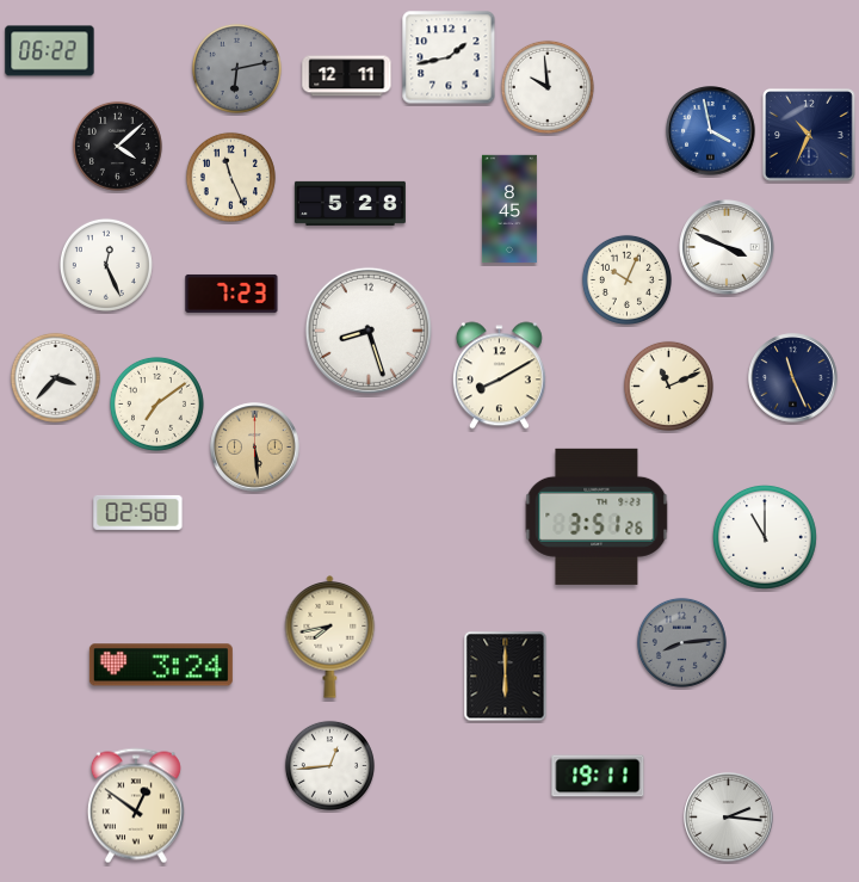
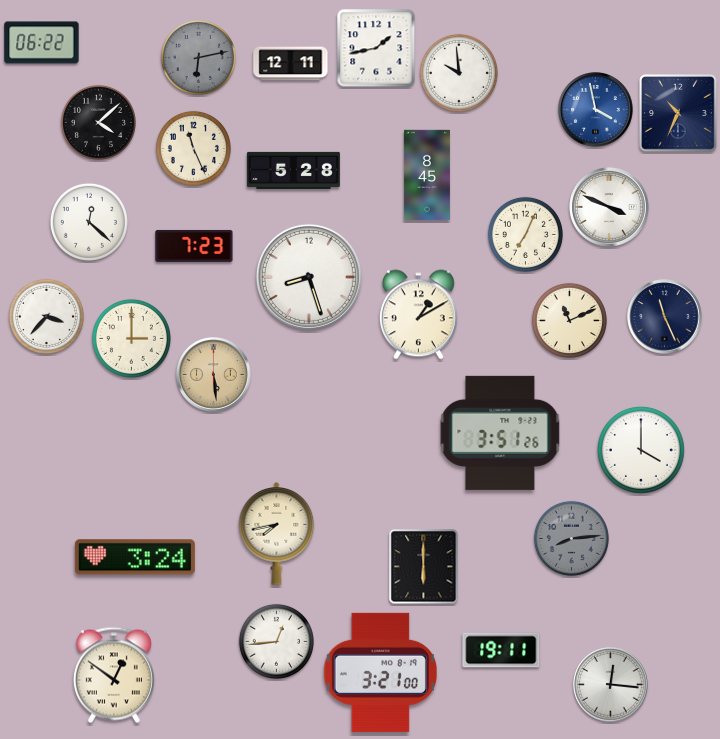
clock at (106, 265): 12:26 -> 12:22
clock at (626, 279): 10:04 -> 7:04
clock at (499, 376): 8:10 -> 1:10
clock at (668, 386) position: (668, 386) -> (569, 320)
clock at (156, 403): 7:09 -> 3:00
clock at (138, 512): 02:58 -> none
clock at (765, 537): 11:00 -> 4:00
clock at (380, 672): none -> 3:21
clock at (729, 818): 2:16 -> 12:16
